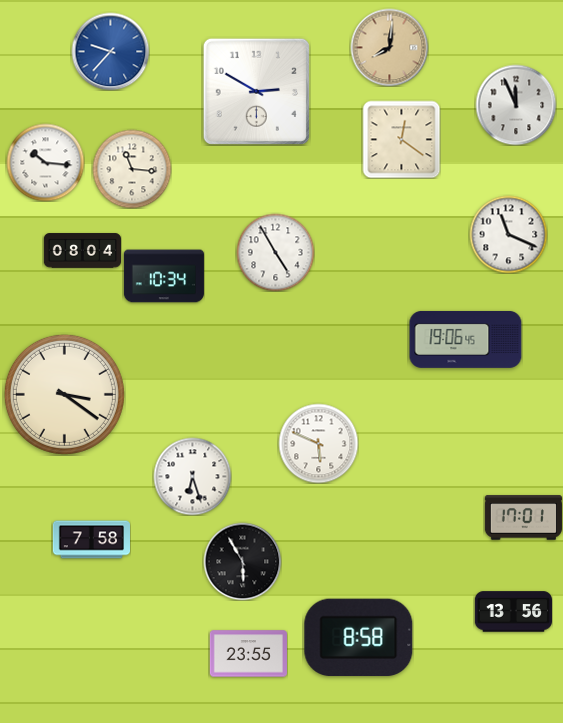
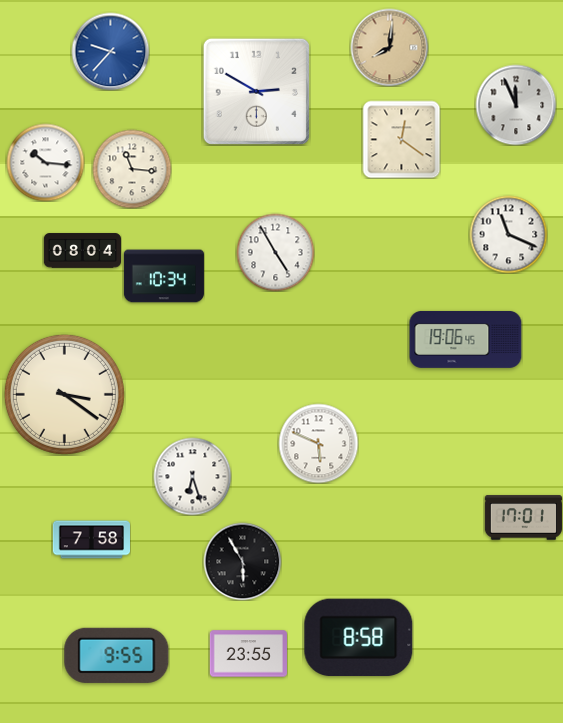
clock at (513, 612): 13:56 -> none
clock at (117, 655): none -> 9:55
